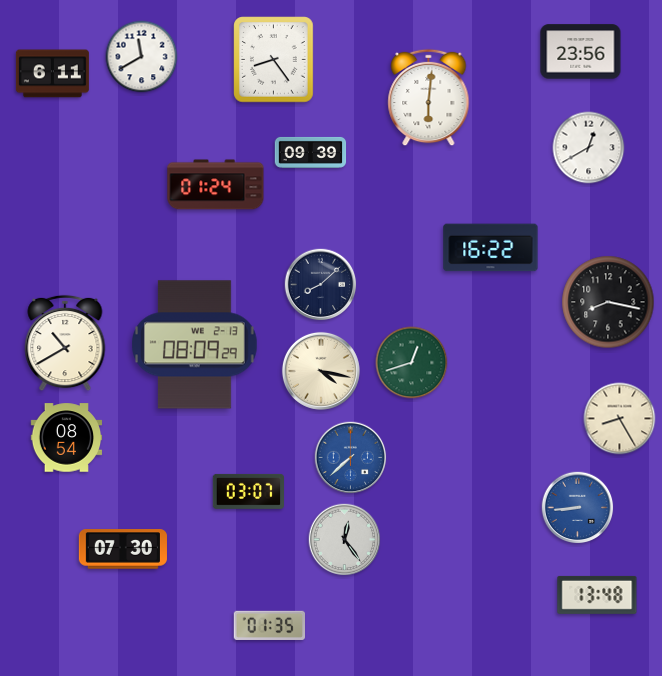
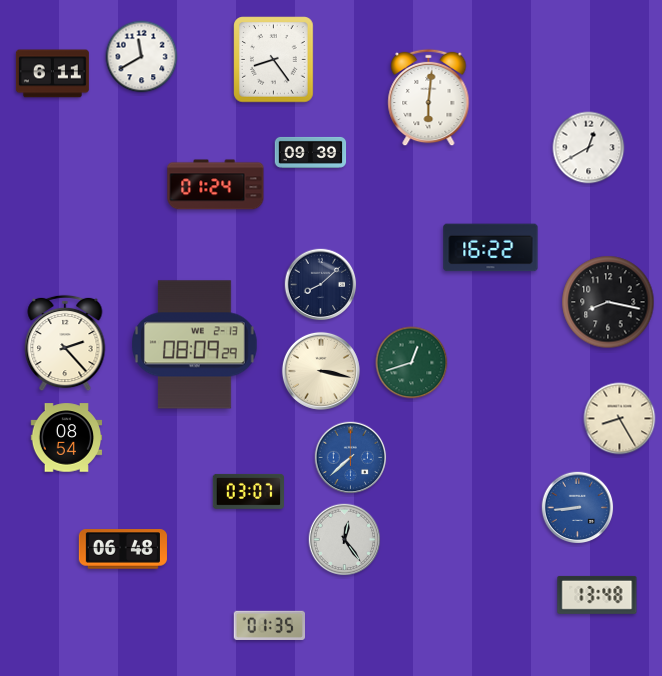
clock at (581, 52): 23:56 -> none
clock at (65, 343): 10:40 -> 2:23
clock at (321, 371): 4:17 -> 3:17
clock at (123, 549): 07:30 -> 06:48
